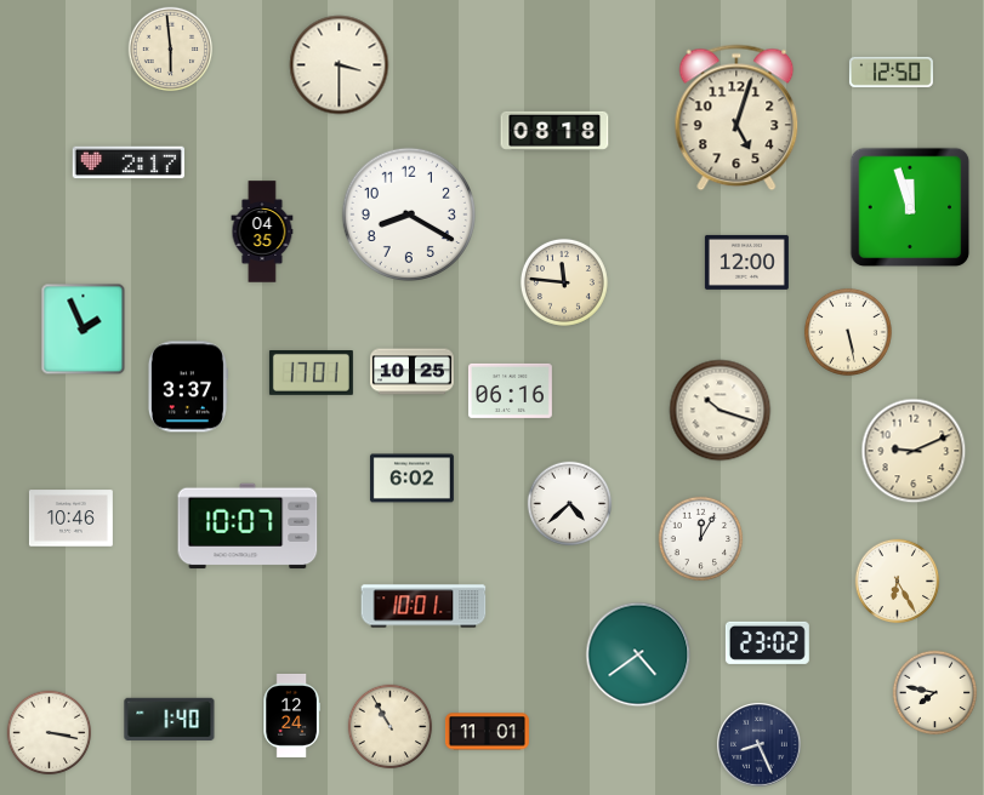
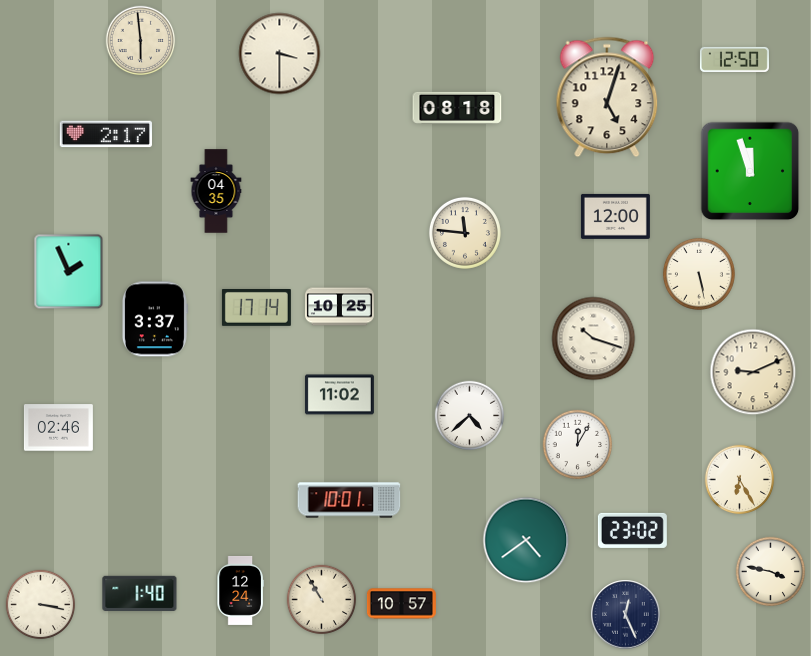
clock at (408, 213): 8:20 -> none
clock at (311, 373): 17:01 -> 17:14
clock at (510, 390): 06:16 -> none
clock at (411, 479): 6:02 -> 11:02
clock at (70, 519): 10:46 -> 02:46
clock at (248, 526): 10:07 -> none
clock at (935, 693): 7:47 -> 3:47
clock at (487, 732): 11:01 -> 10:57
clock at (760, 745): 8:26 -> 12:26
